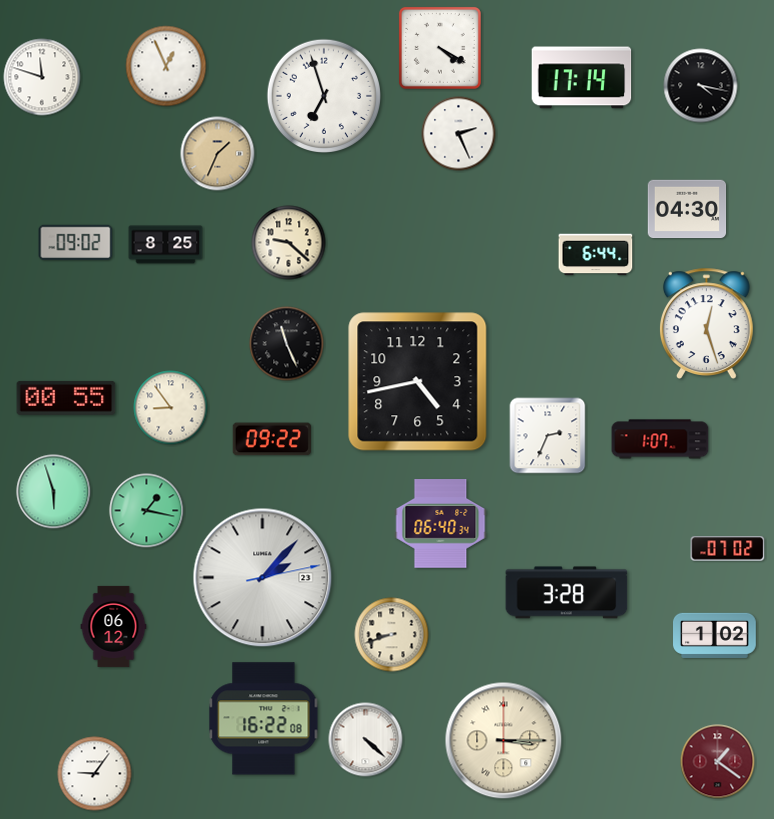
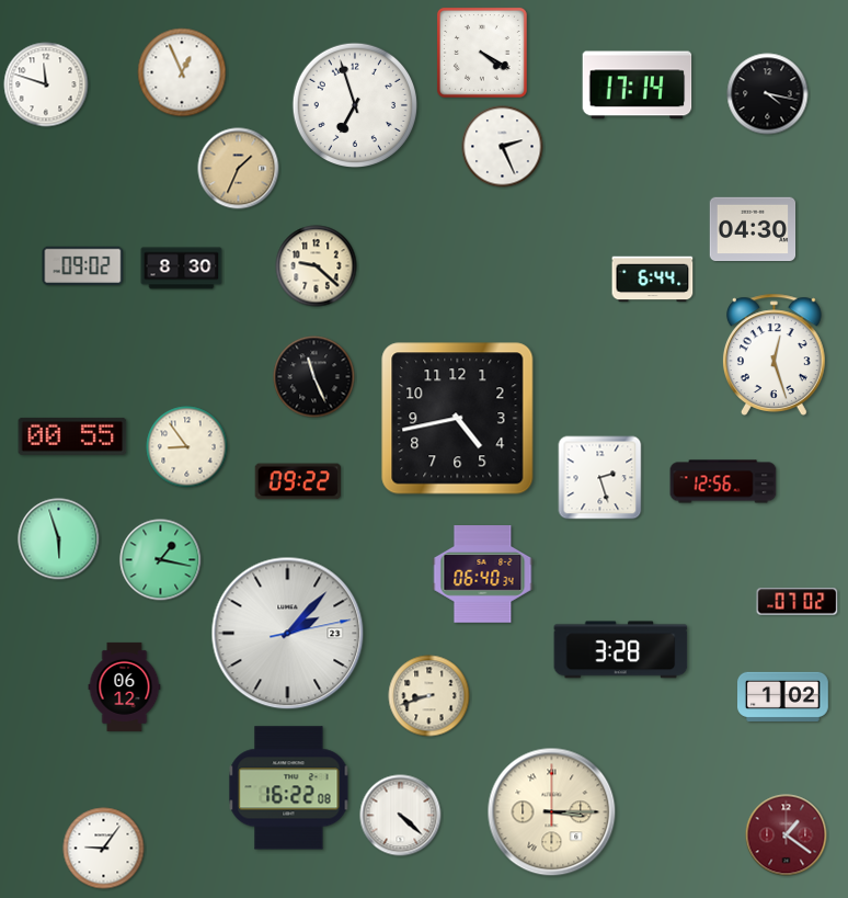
clock at (166, 245): 8:25 -> 8:30
clock at (548, 436): 2:34 -> 2:27
clock at (660, 439): 1:07 -> 12:56
clock at (366, 740) position: (366, 740) -> (401, 816)
